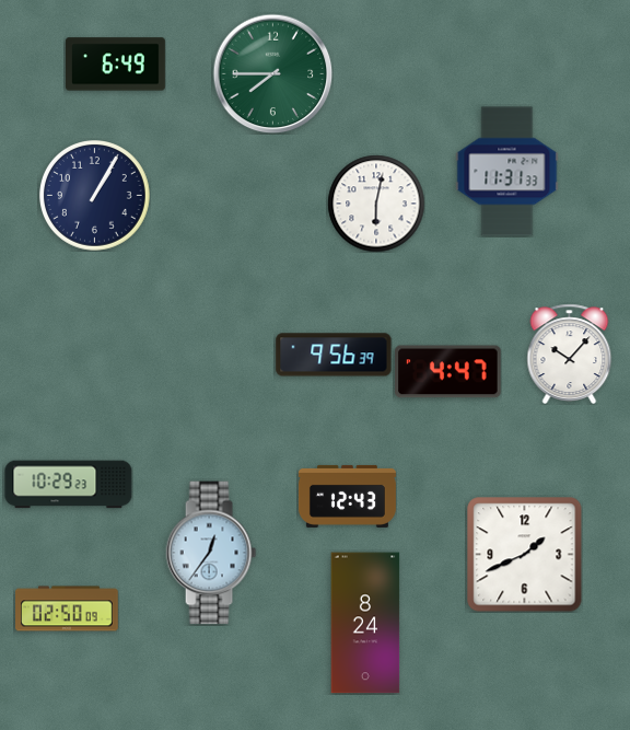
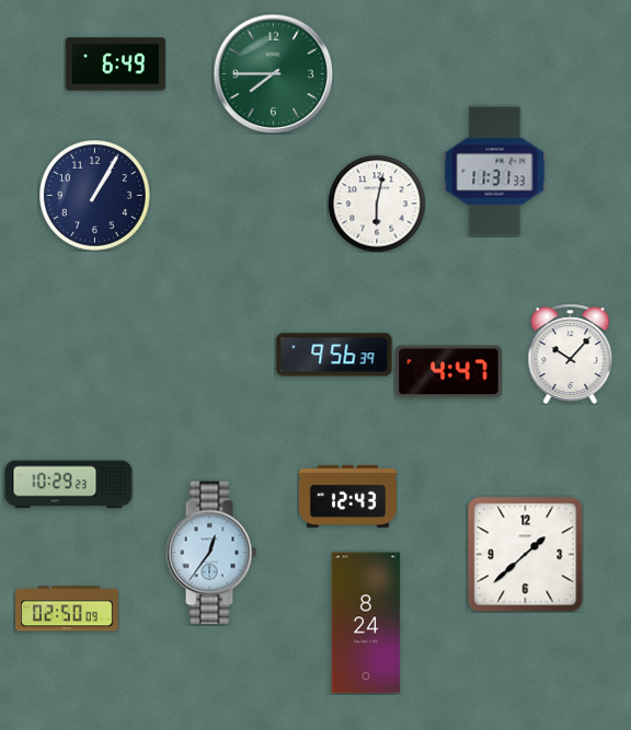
clock at (507, 172) position: (507, 172) -> (495, 172)
clock at (524, 554): 1:41 -> 1:38
